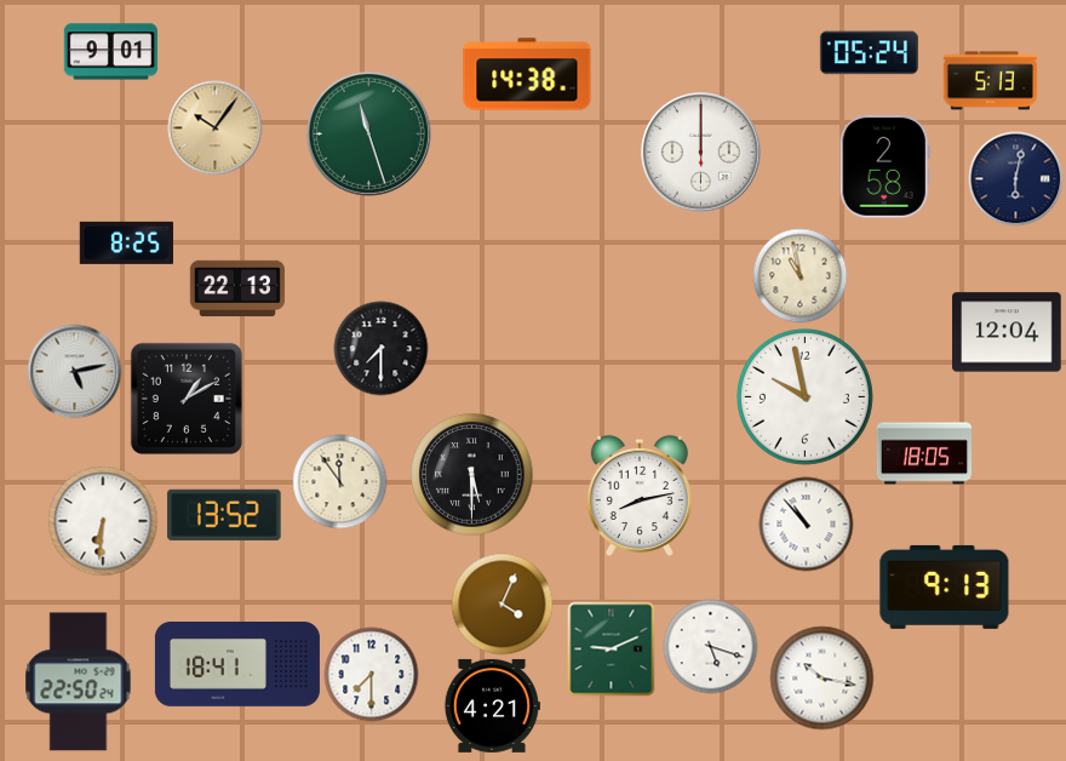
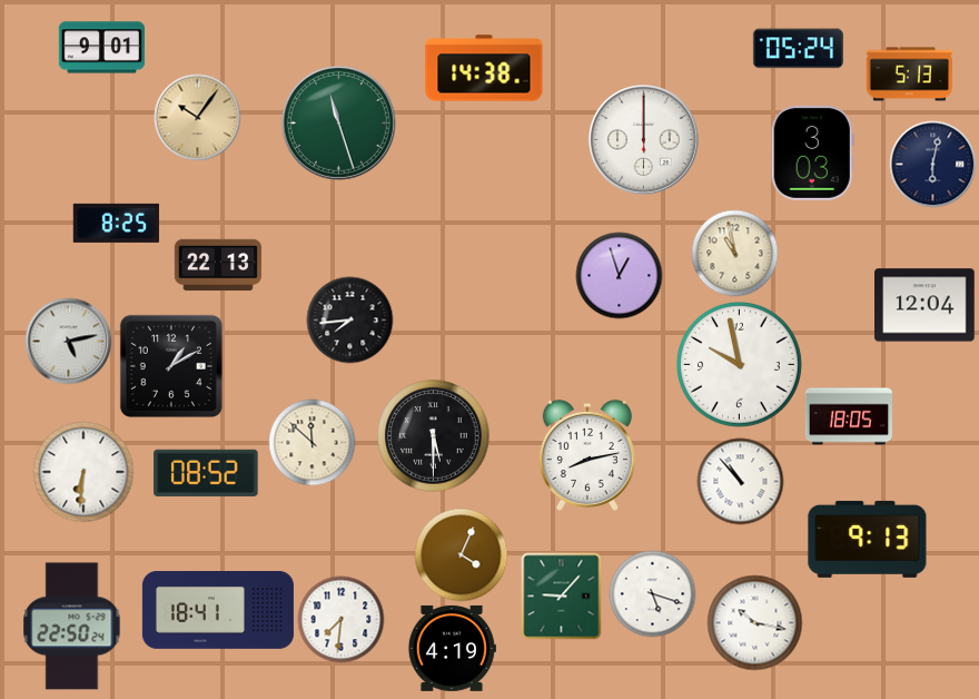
clock at (884, 166): 2:58 -> 3:03
clock at (619, 275): none -> 12:57
clock at (380, 348): 7:30 -> 7:44
clock at (339, 481): 11:54 -> 11:52
clock at (224, 515): 13:52 -> 08:52
clock at (103, 521) position: (103, 521) -> (83, 472)
clock at (612, 648): 9:11 -> 9:07
clock at (371, 674): 7:30 -> 7:31
clock at (492, 705): 4:21 -> 4:19
